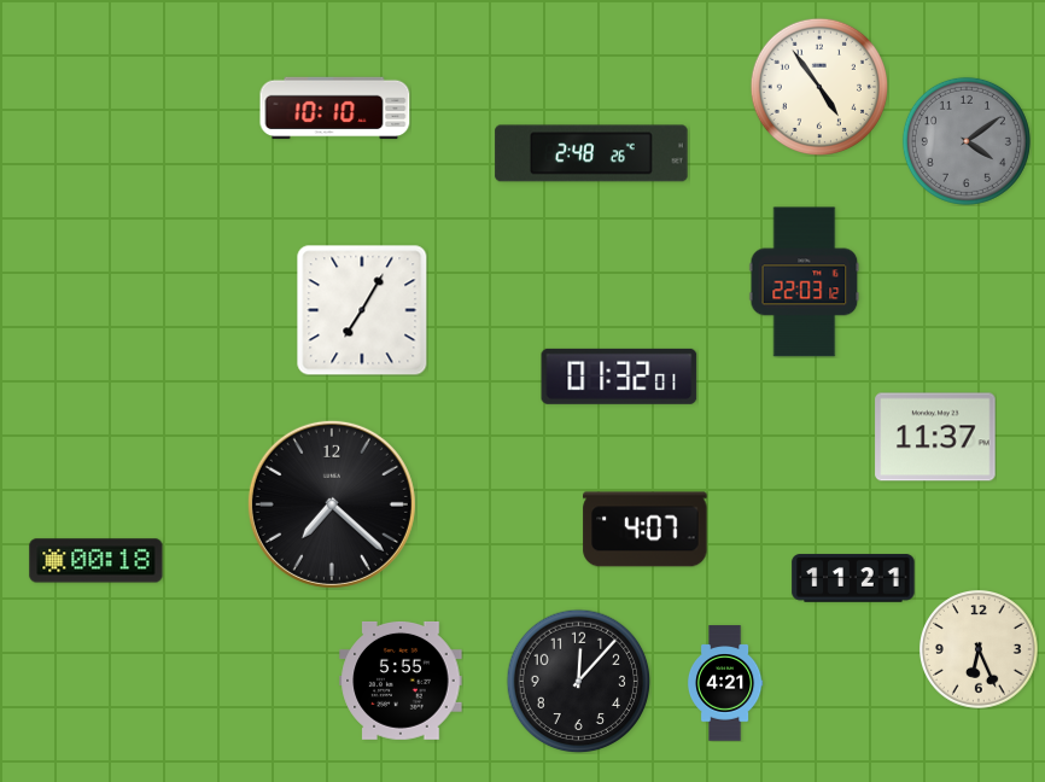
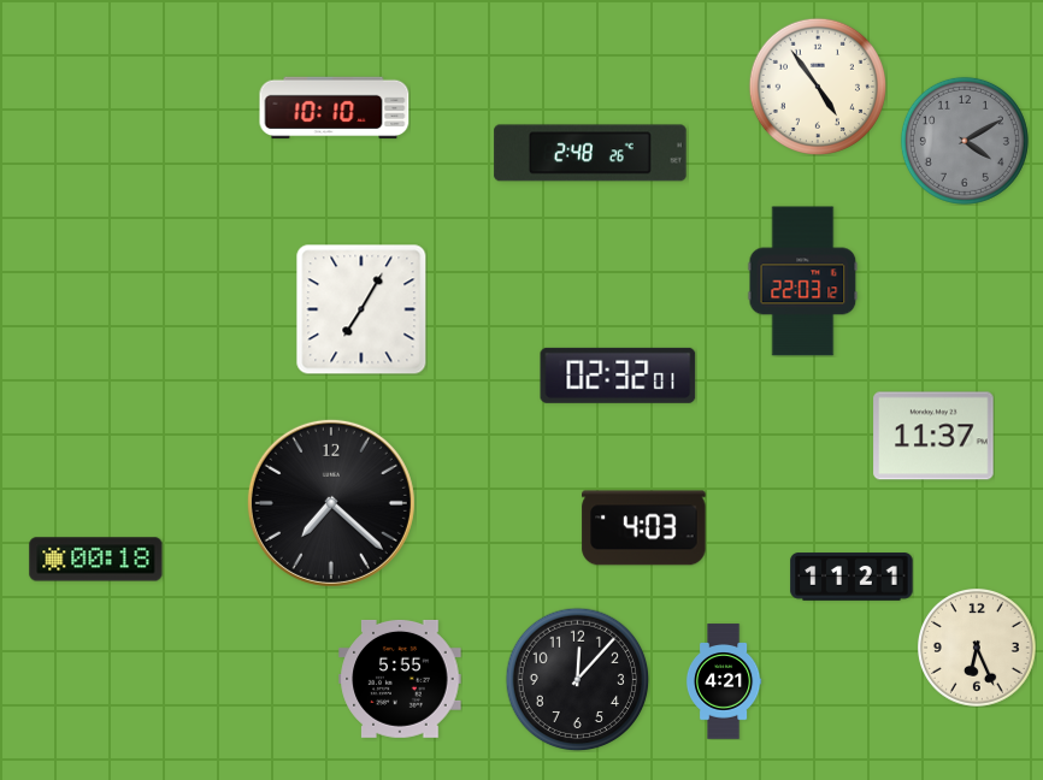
clock at (967, 141): 4:09 -> 4:10
clock at (619, 377): 01:32 -> 02:32
clock at (646, 530): 4:07 -> 4:03
